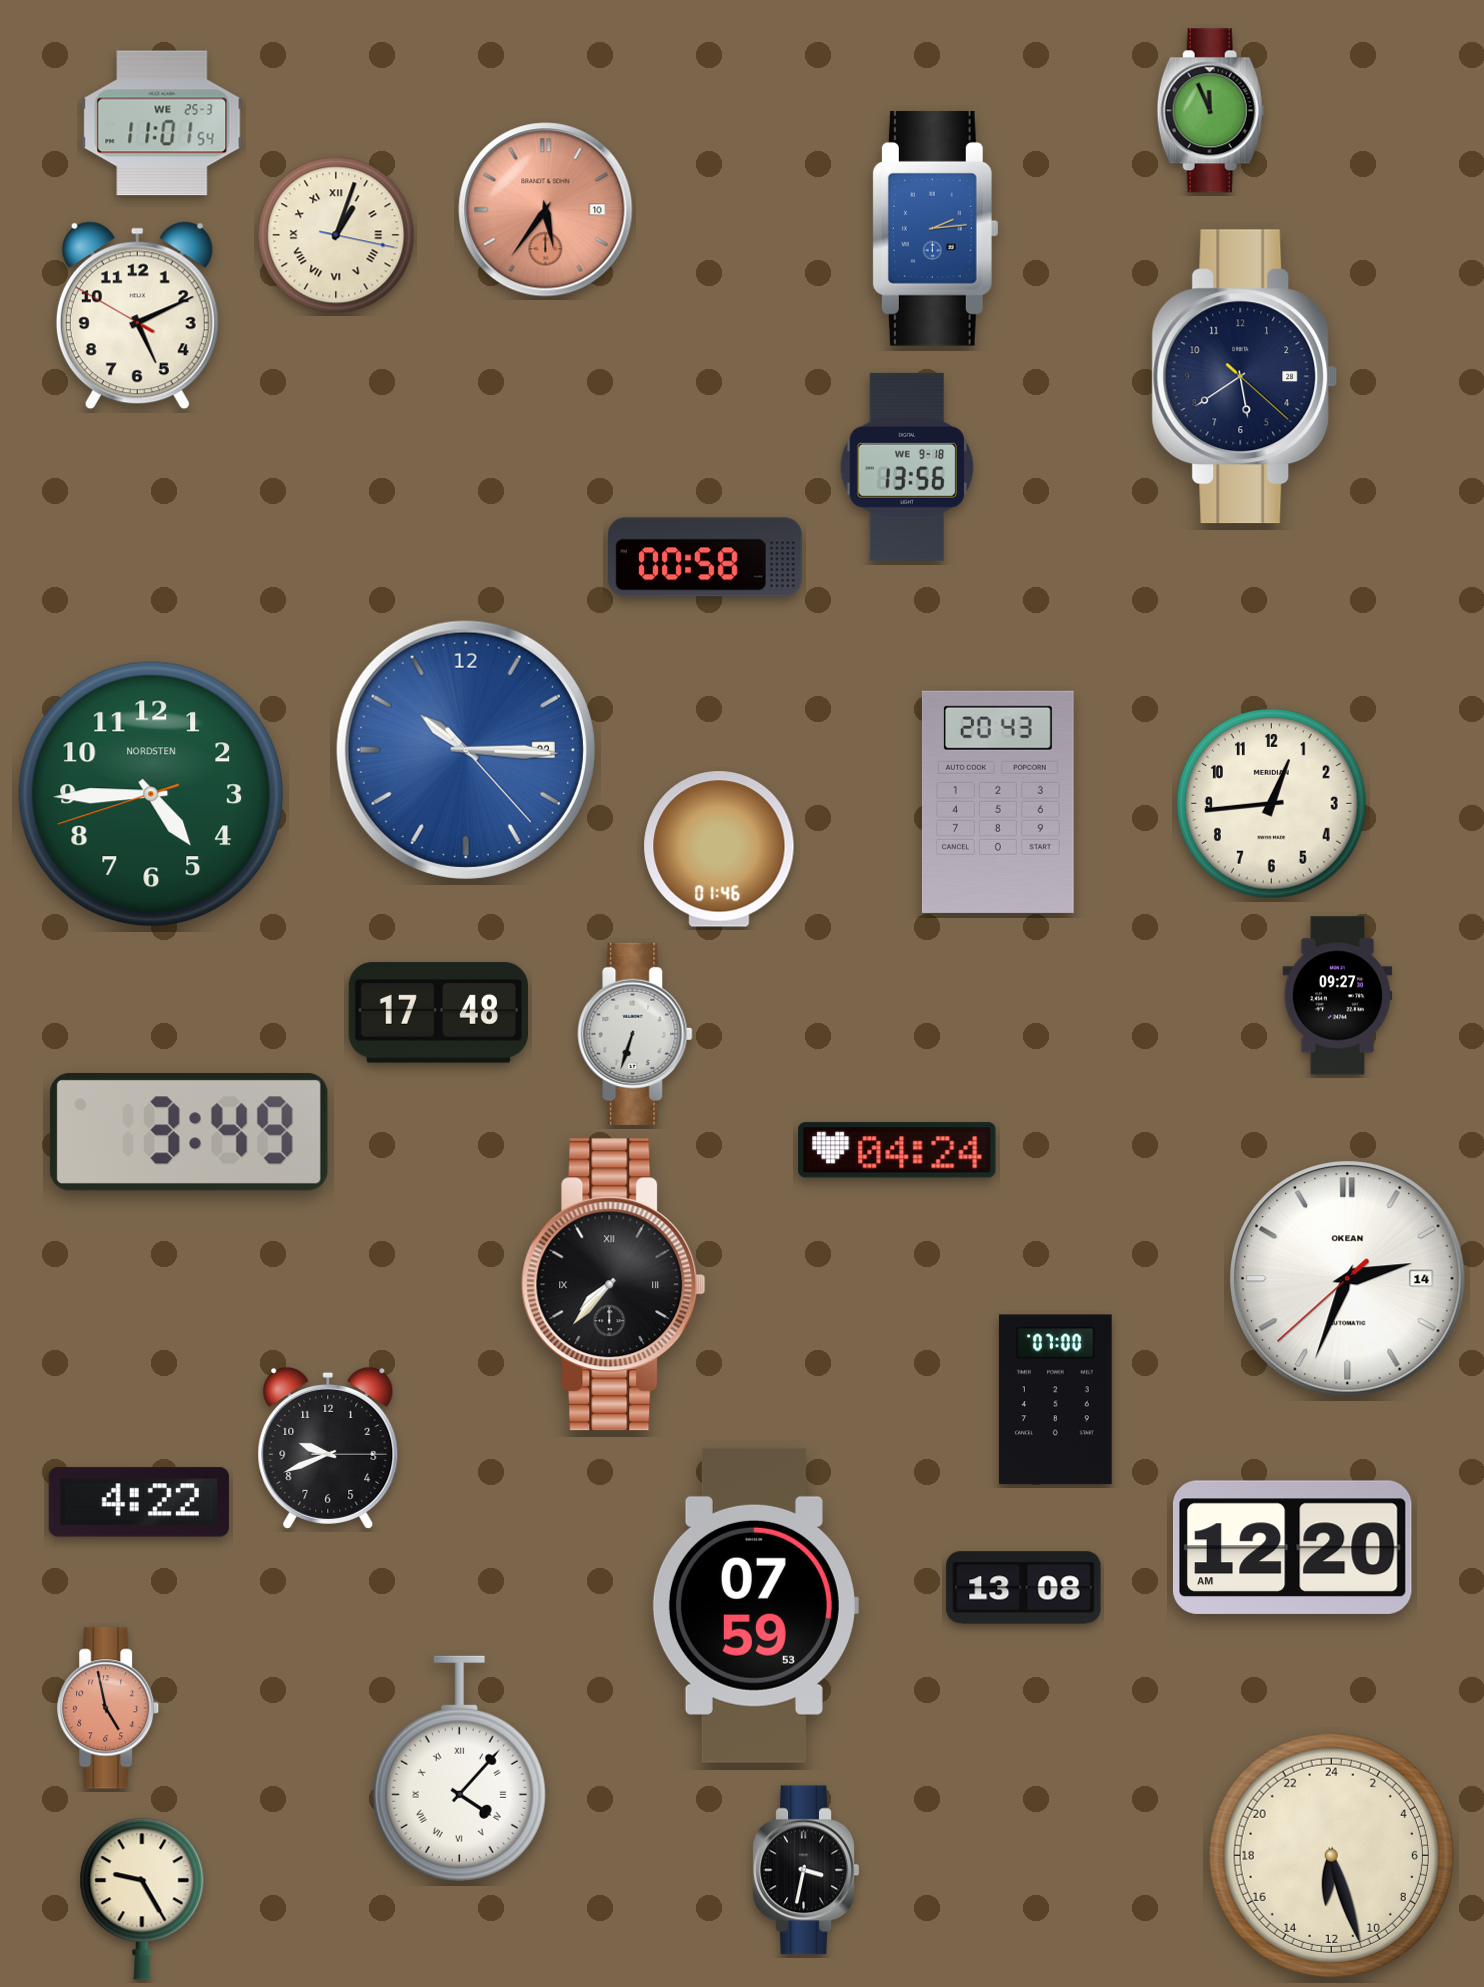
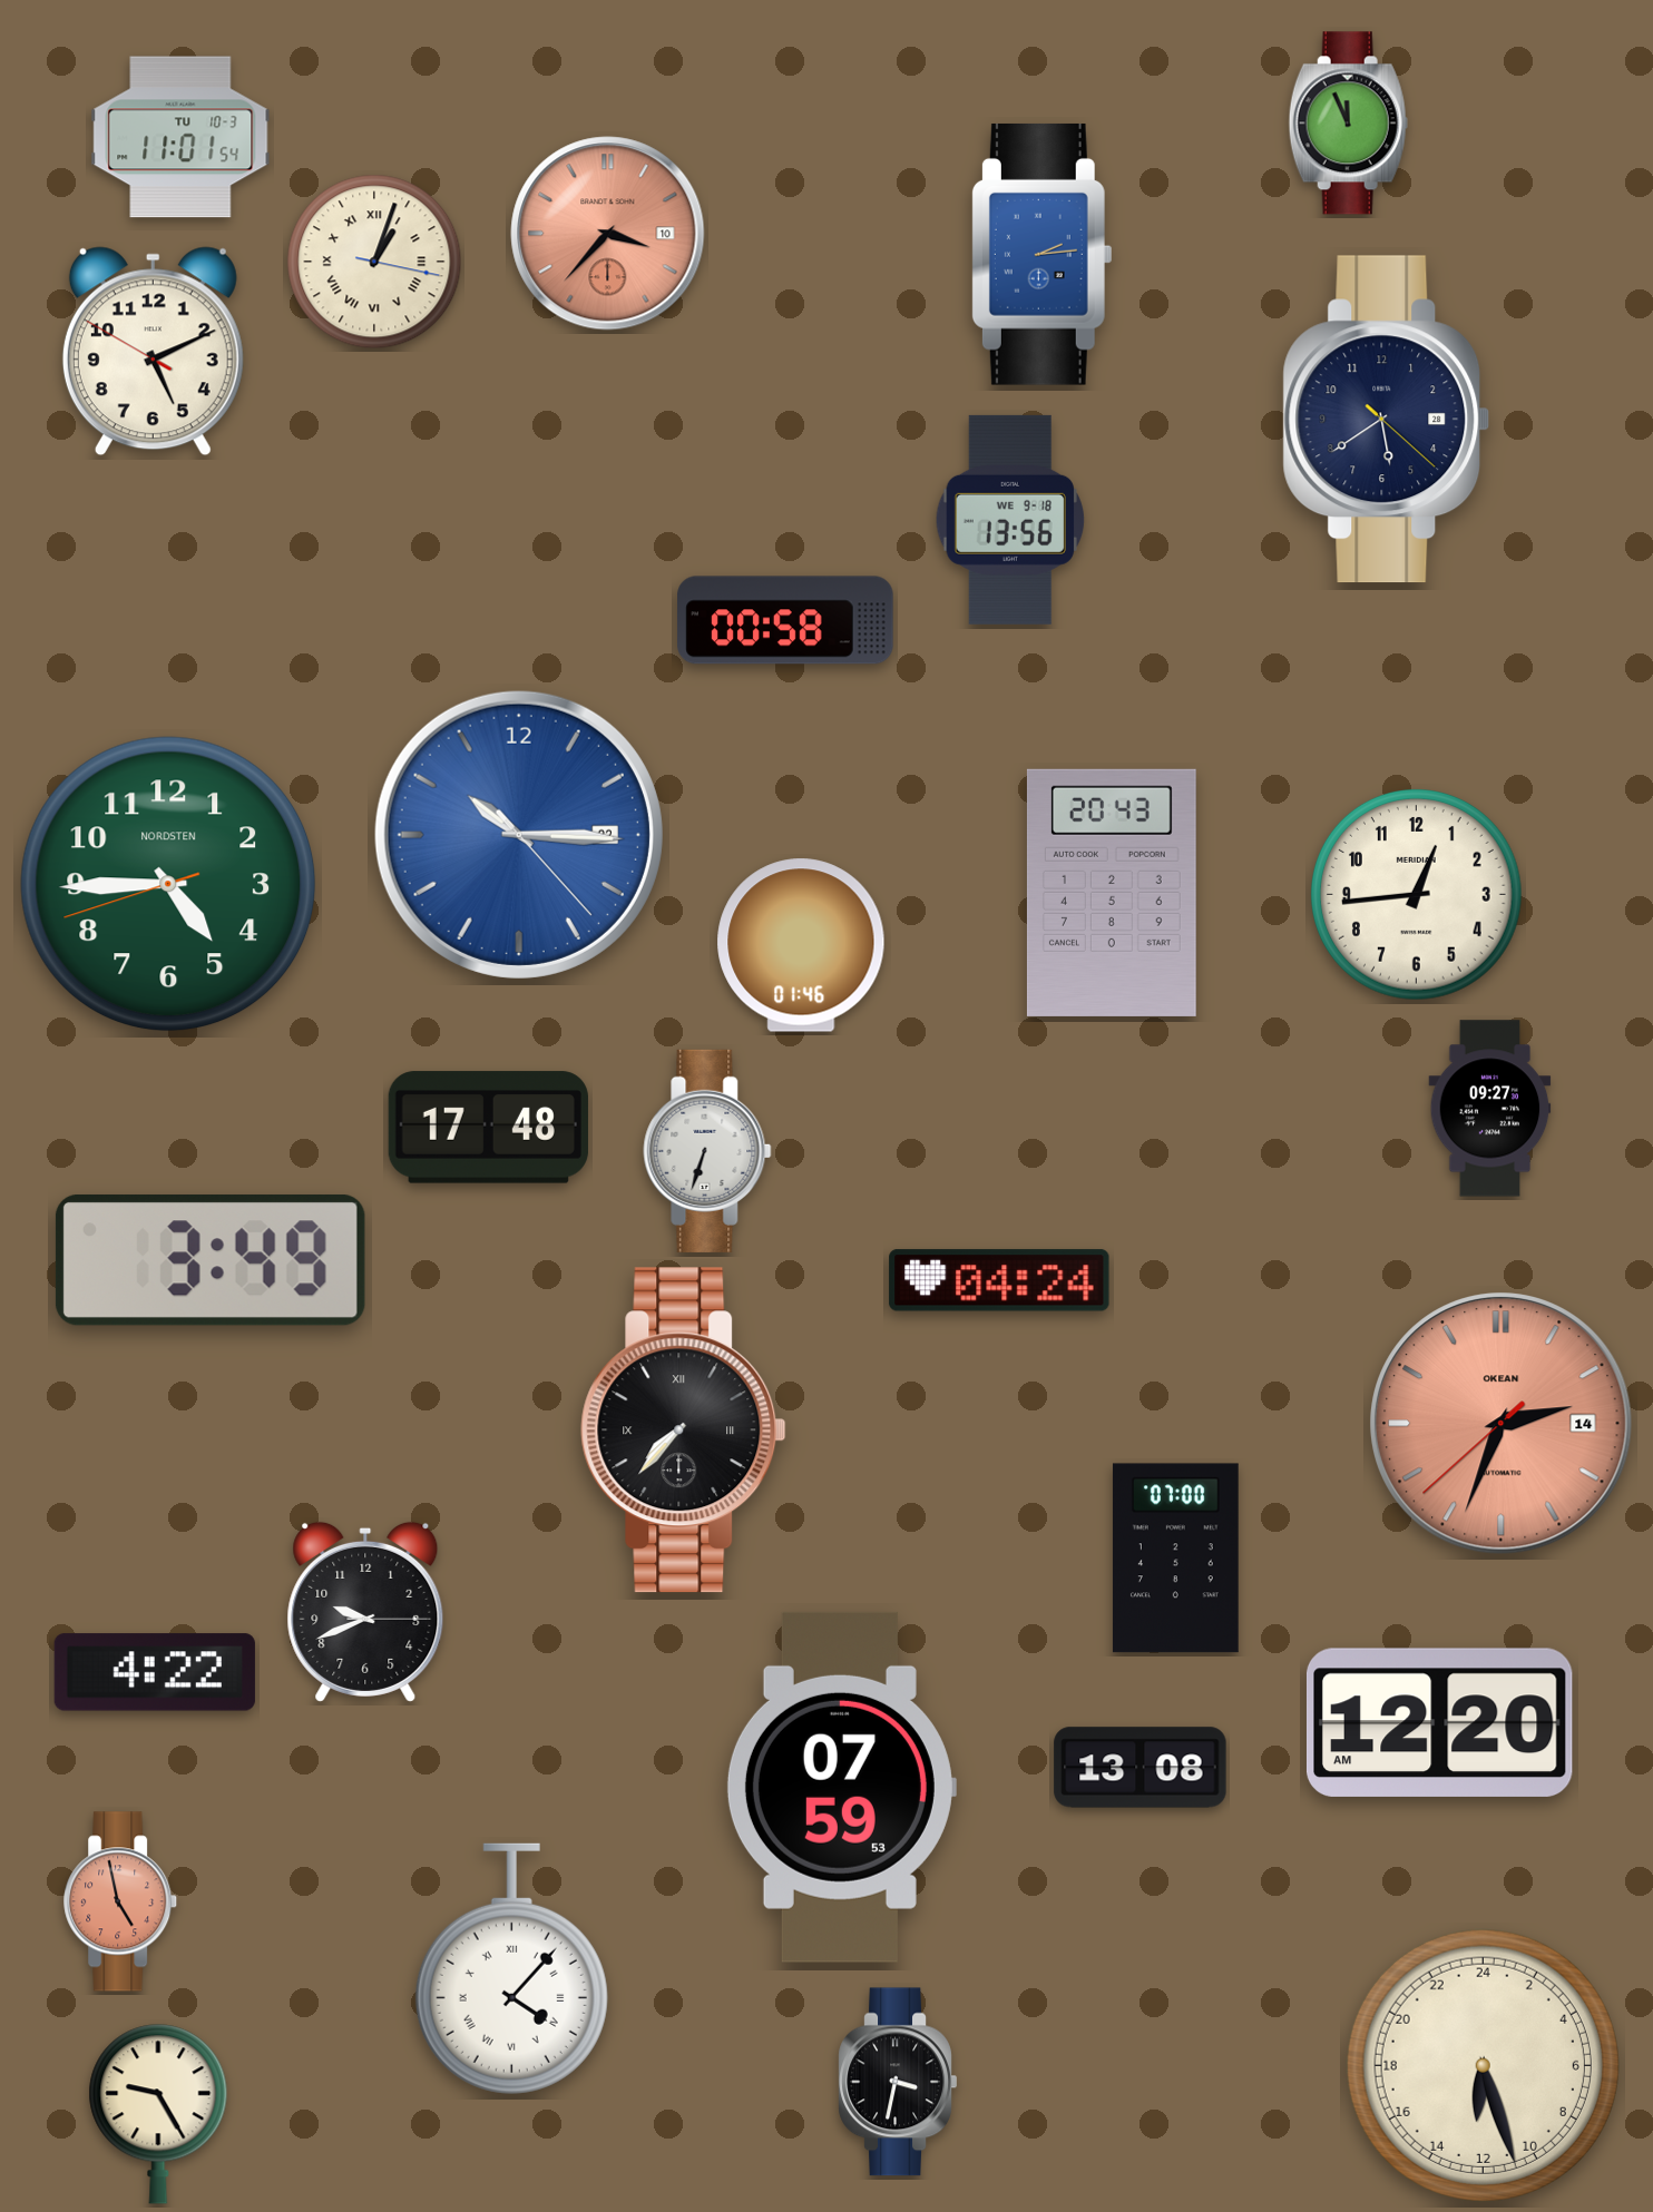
clock at (162, 123) date: WE 25-3 -> TU 10-3
clock at (546, 210): 5:36 -> 3:37
clock at (1348, 1279) dial: white -> salmon
